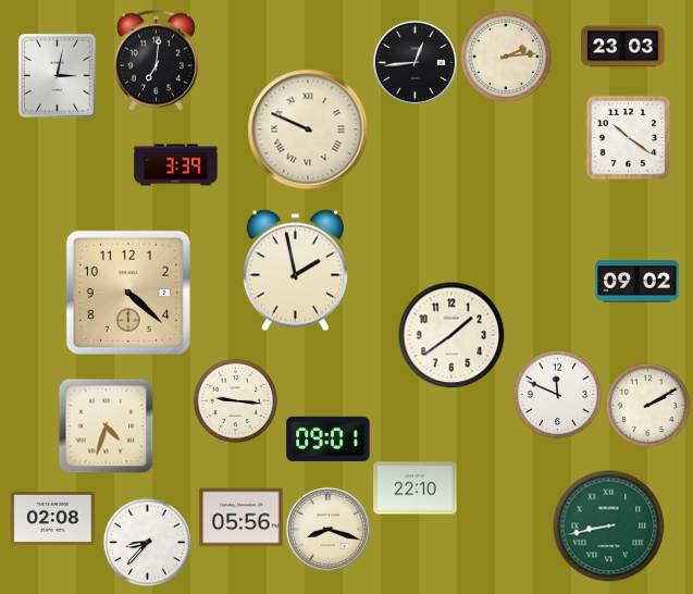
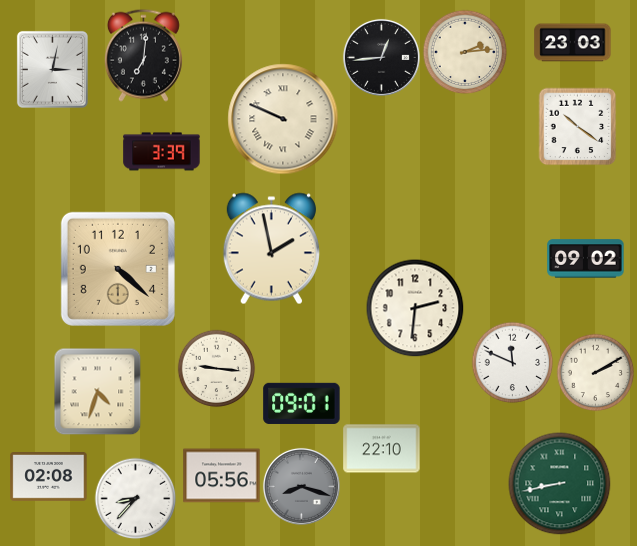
clock at (451, 335): 1:39 -> 2:31
clock at (327, 529) dial: cream -> grey
